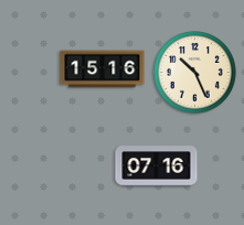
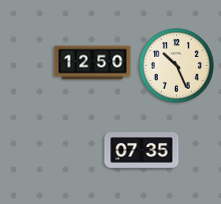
clock at (103, 69): 15:16 -> 12:50
clock at (157, 167): 07:16 -> 07:35
